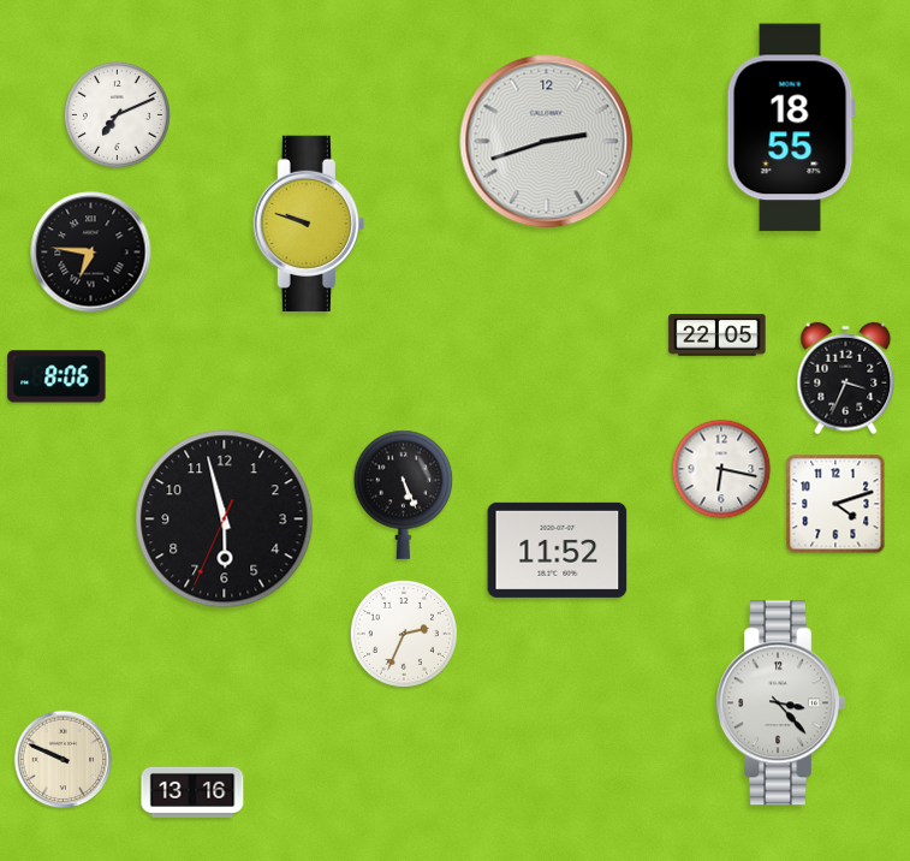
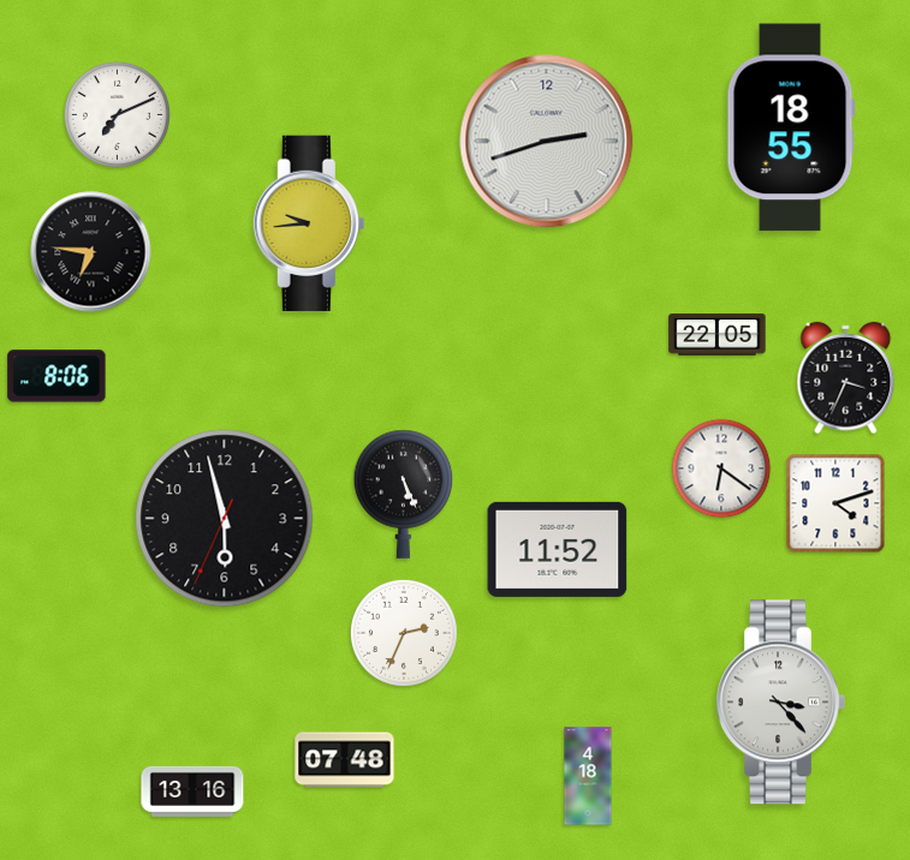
clock at (309, 224): 9:48 -> 9:44
clock at (721, 469): 6:17 -> 6:21
clock at (64, 760): 9:49 -> none
clock at (345, 760): none -> 07:48
clock at (588, 776): none -> 4:18
